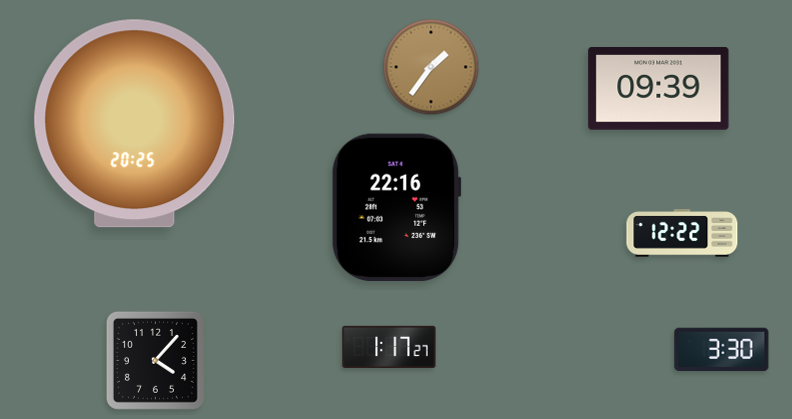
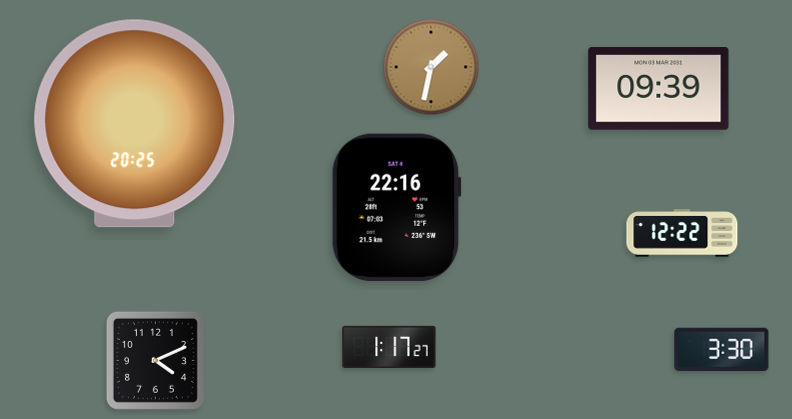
clock at (431, 67): 1:36 -> 1:32
clock at (155, 360): 4:07 -> 4:11
